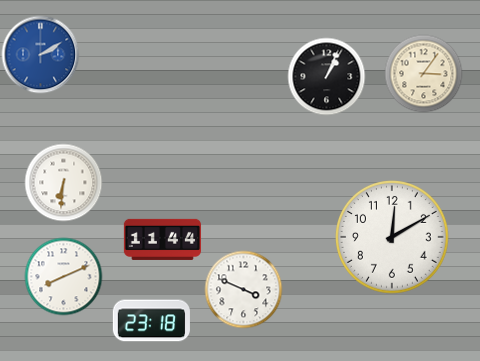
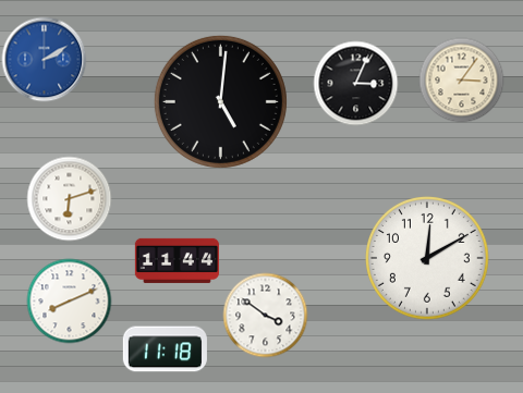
clock at (326, 76): 1:04 -> 3:04
clock at (220, 101): none -> 5:01
clock at (63, 182): 6:31 -> 6:12
clock at (243, 289): 3:49 -> 3:51
clock at (151, 321): 23:18 -> 11:18
